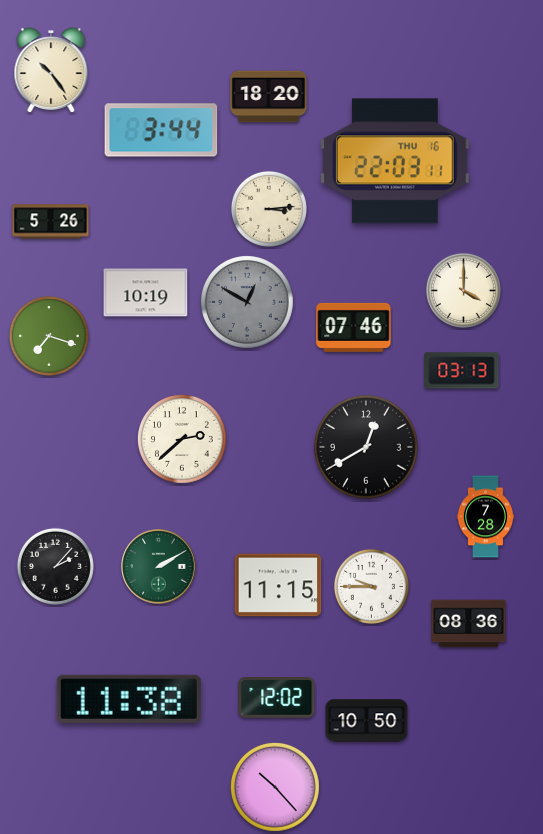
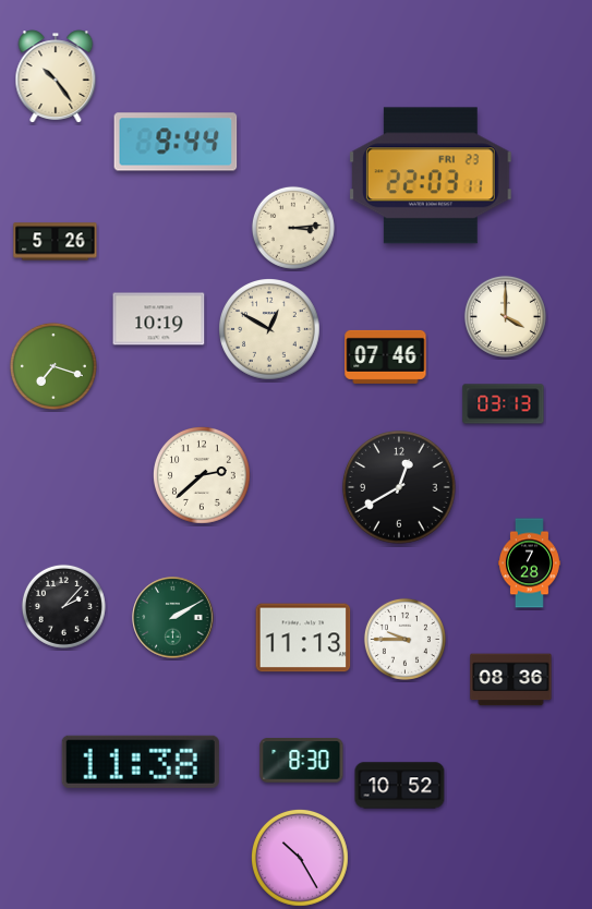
clock at (269, 97): 18:20 -> none
clock at (161, 130): 3:44 -> 9:44
clock at (395, 161) date: THU 16 -> FRI 23
clock at (248, 303) dial: grey -> cream
clock at (183, 439) position: (183, 439) -> (203, 475)
clock at (55, 566) position: (55, 566) -> (63, 606)
clock at (278, 585): 11:15 -> 11:13
clock at (277, 698): 12:02 -> 8:30
clock at (367, 721): 10:50 -> 10:52
clock at (276, 787): 10:23 -> 10:25
